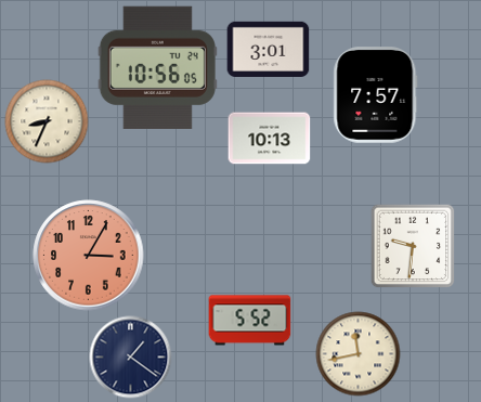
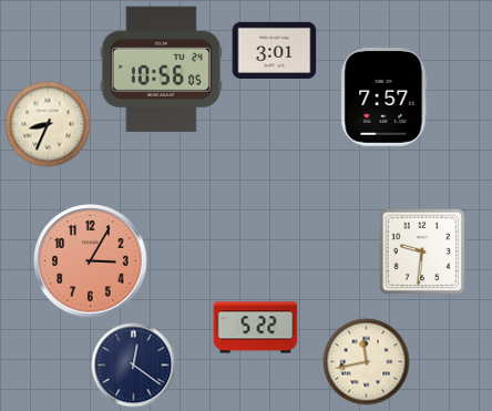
clock at (270, 139): 10:13 -> none
clock at (250, 321): 5:52 -> 5:22
clock at (131, 358): 1:21 -> 12:21
